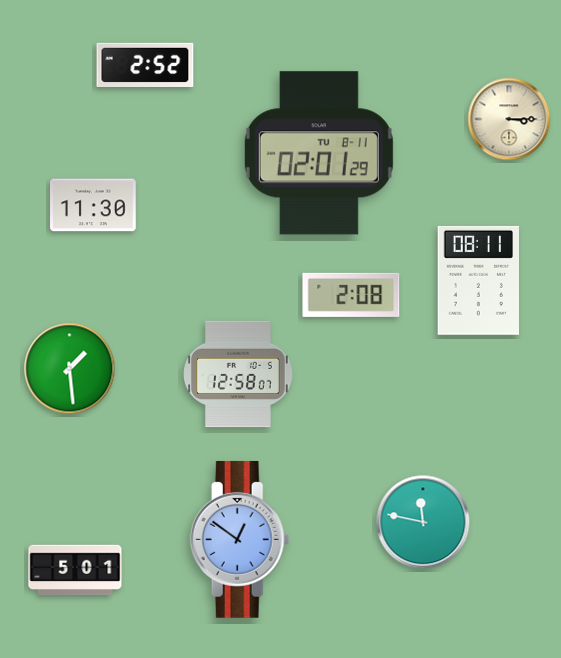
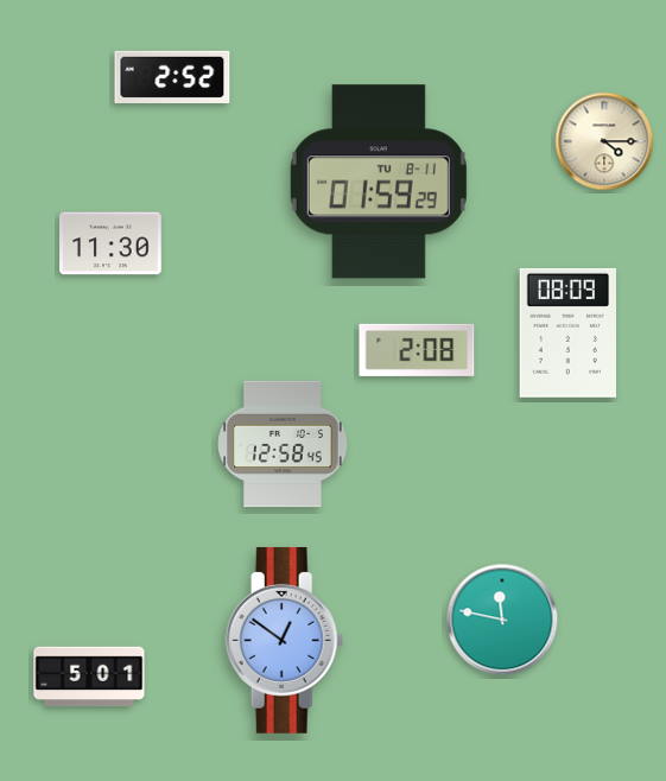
clock at (509, 119): 3:15 -> 4:15
clock at (319, 153): 02:01 -> 01:59
clock at (478, 280): 08:11 -> 08:09
clock at (70, 369): 1:29 -> none
clock at (239, 374): 12:58:07 -> 12:58:45
